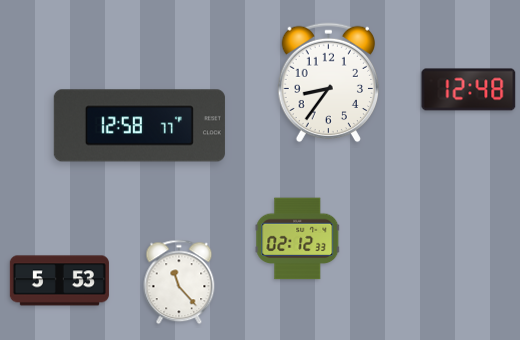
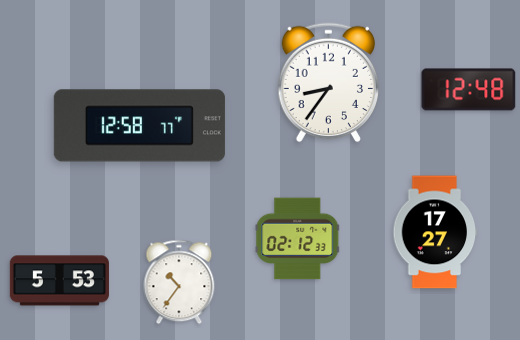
clock at (435, 232): none -> 17:27
clock at (179, 282): 11:23 -> 10:36
